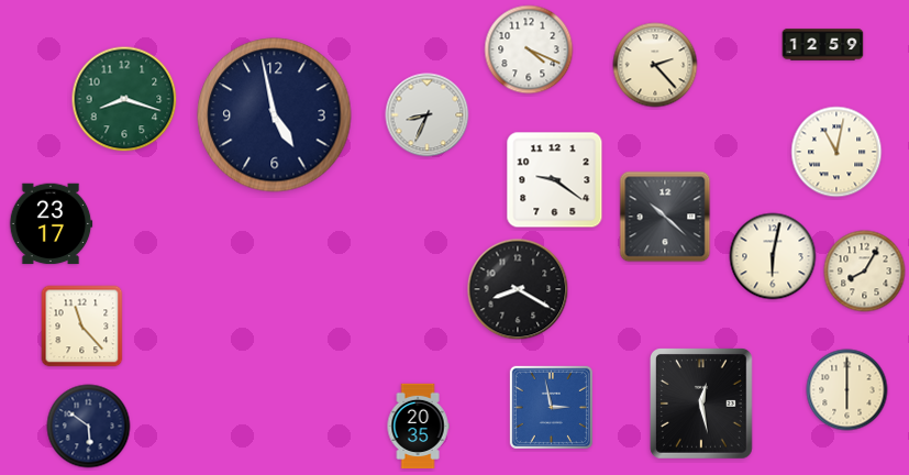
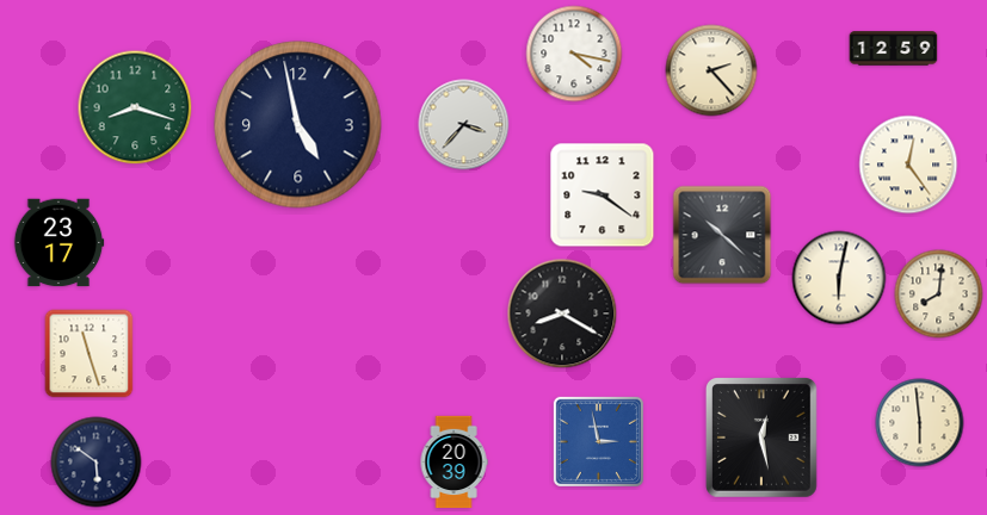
clock at (529, 49): 4:19 -> 4:17
clock at (428, 115): 8:34 -> 3:37
clock at (836, 152): 11:02 -> 12:24
clock at (51, 224) position: (51, 224) -> (58, 243)
clock at (865, 272): 8:05 -> 8:01
clock at (82, 327): 11:23 -> 11:27
clock at (847, 390): 6:00 -> 5:59
clock at (418, 427): 20:35 -> 20:39
